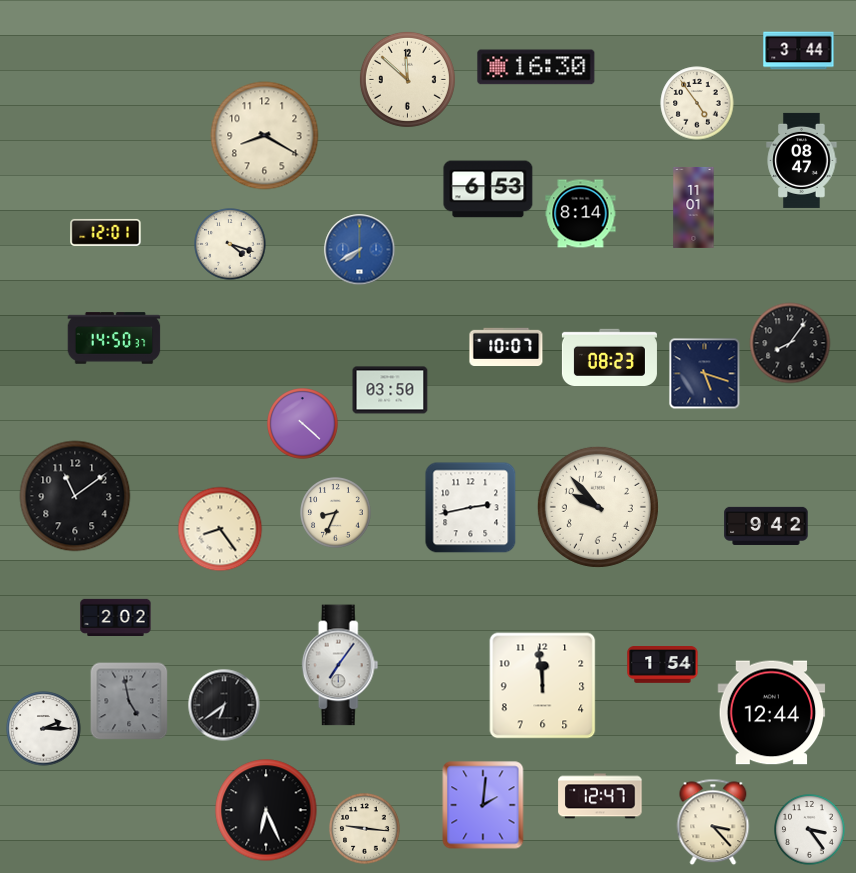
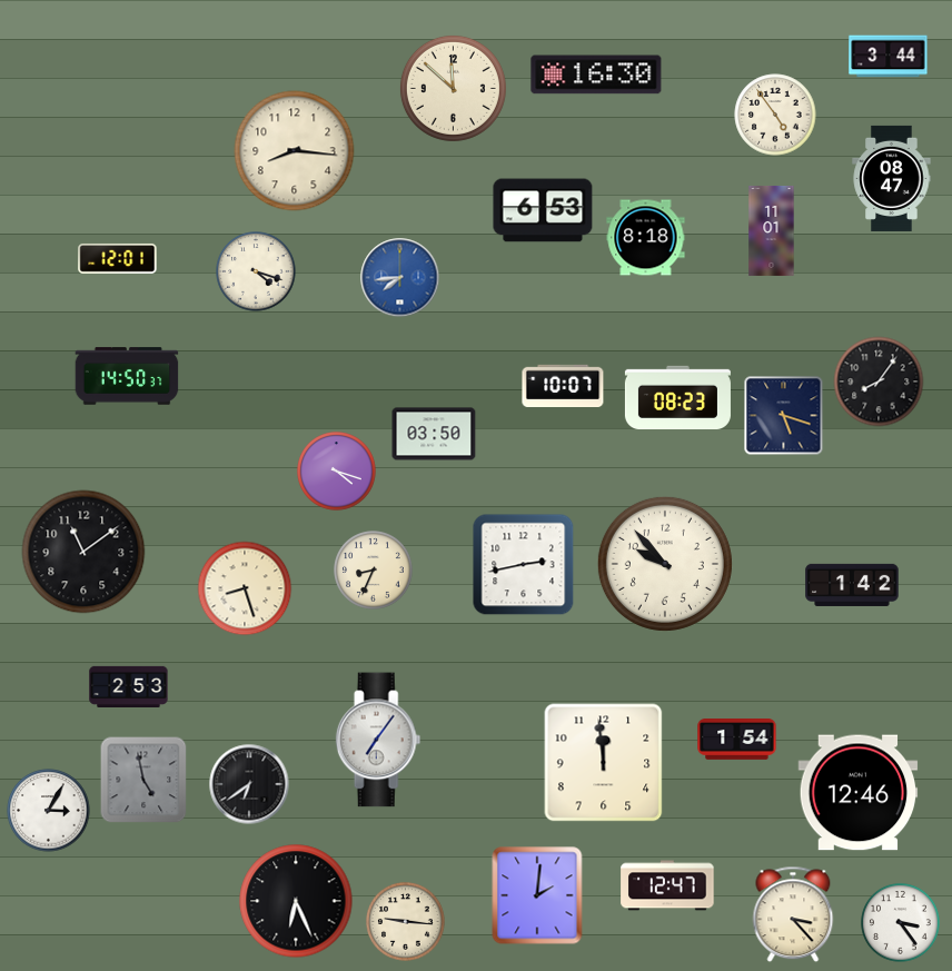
clock at (265, 136): 8:20 -> 8:16
clock at (581, 214): 8:14 -> 8:18
clock at (360, 250): 7:40 -> 7:44
clock at (303, 424): 4:22 -> 4:18
clock at (766, 526): 9:42 -> 1:42
clock at (220, 529): 8:24 -> 8:27
clock at (116, 617): 2:02 -> 2:53
clock at (772, 713): 12:44 -> 12:46
clock at (44, 729): 2:15 -> 3:05
